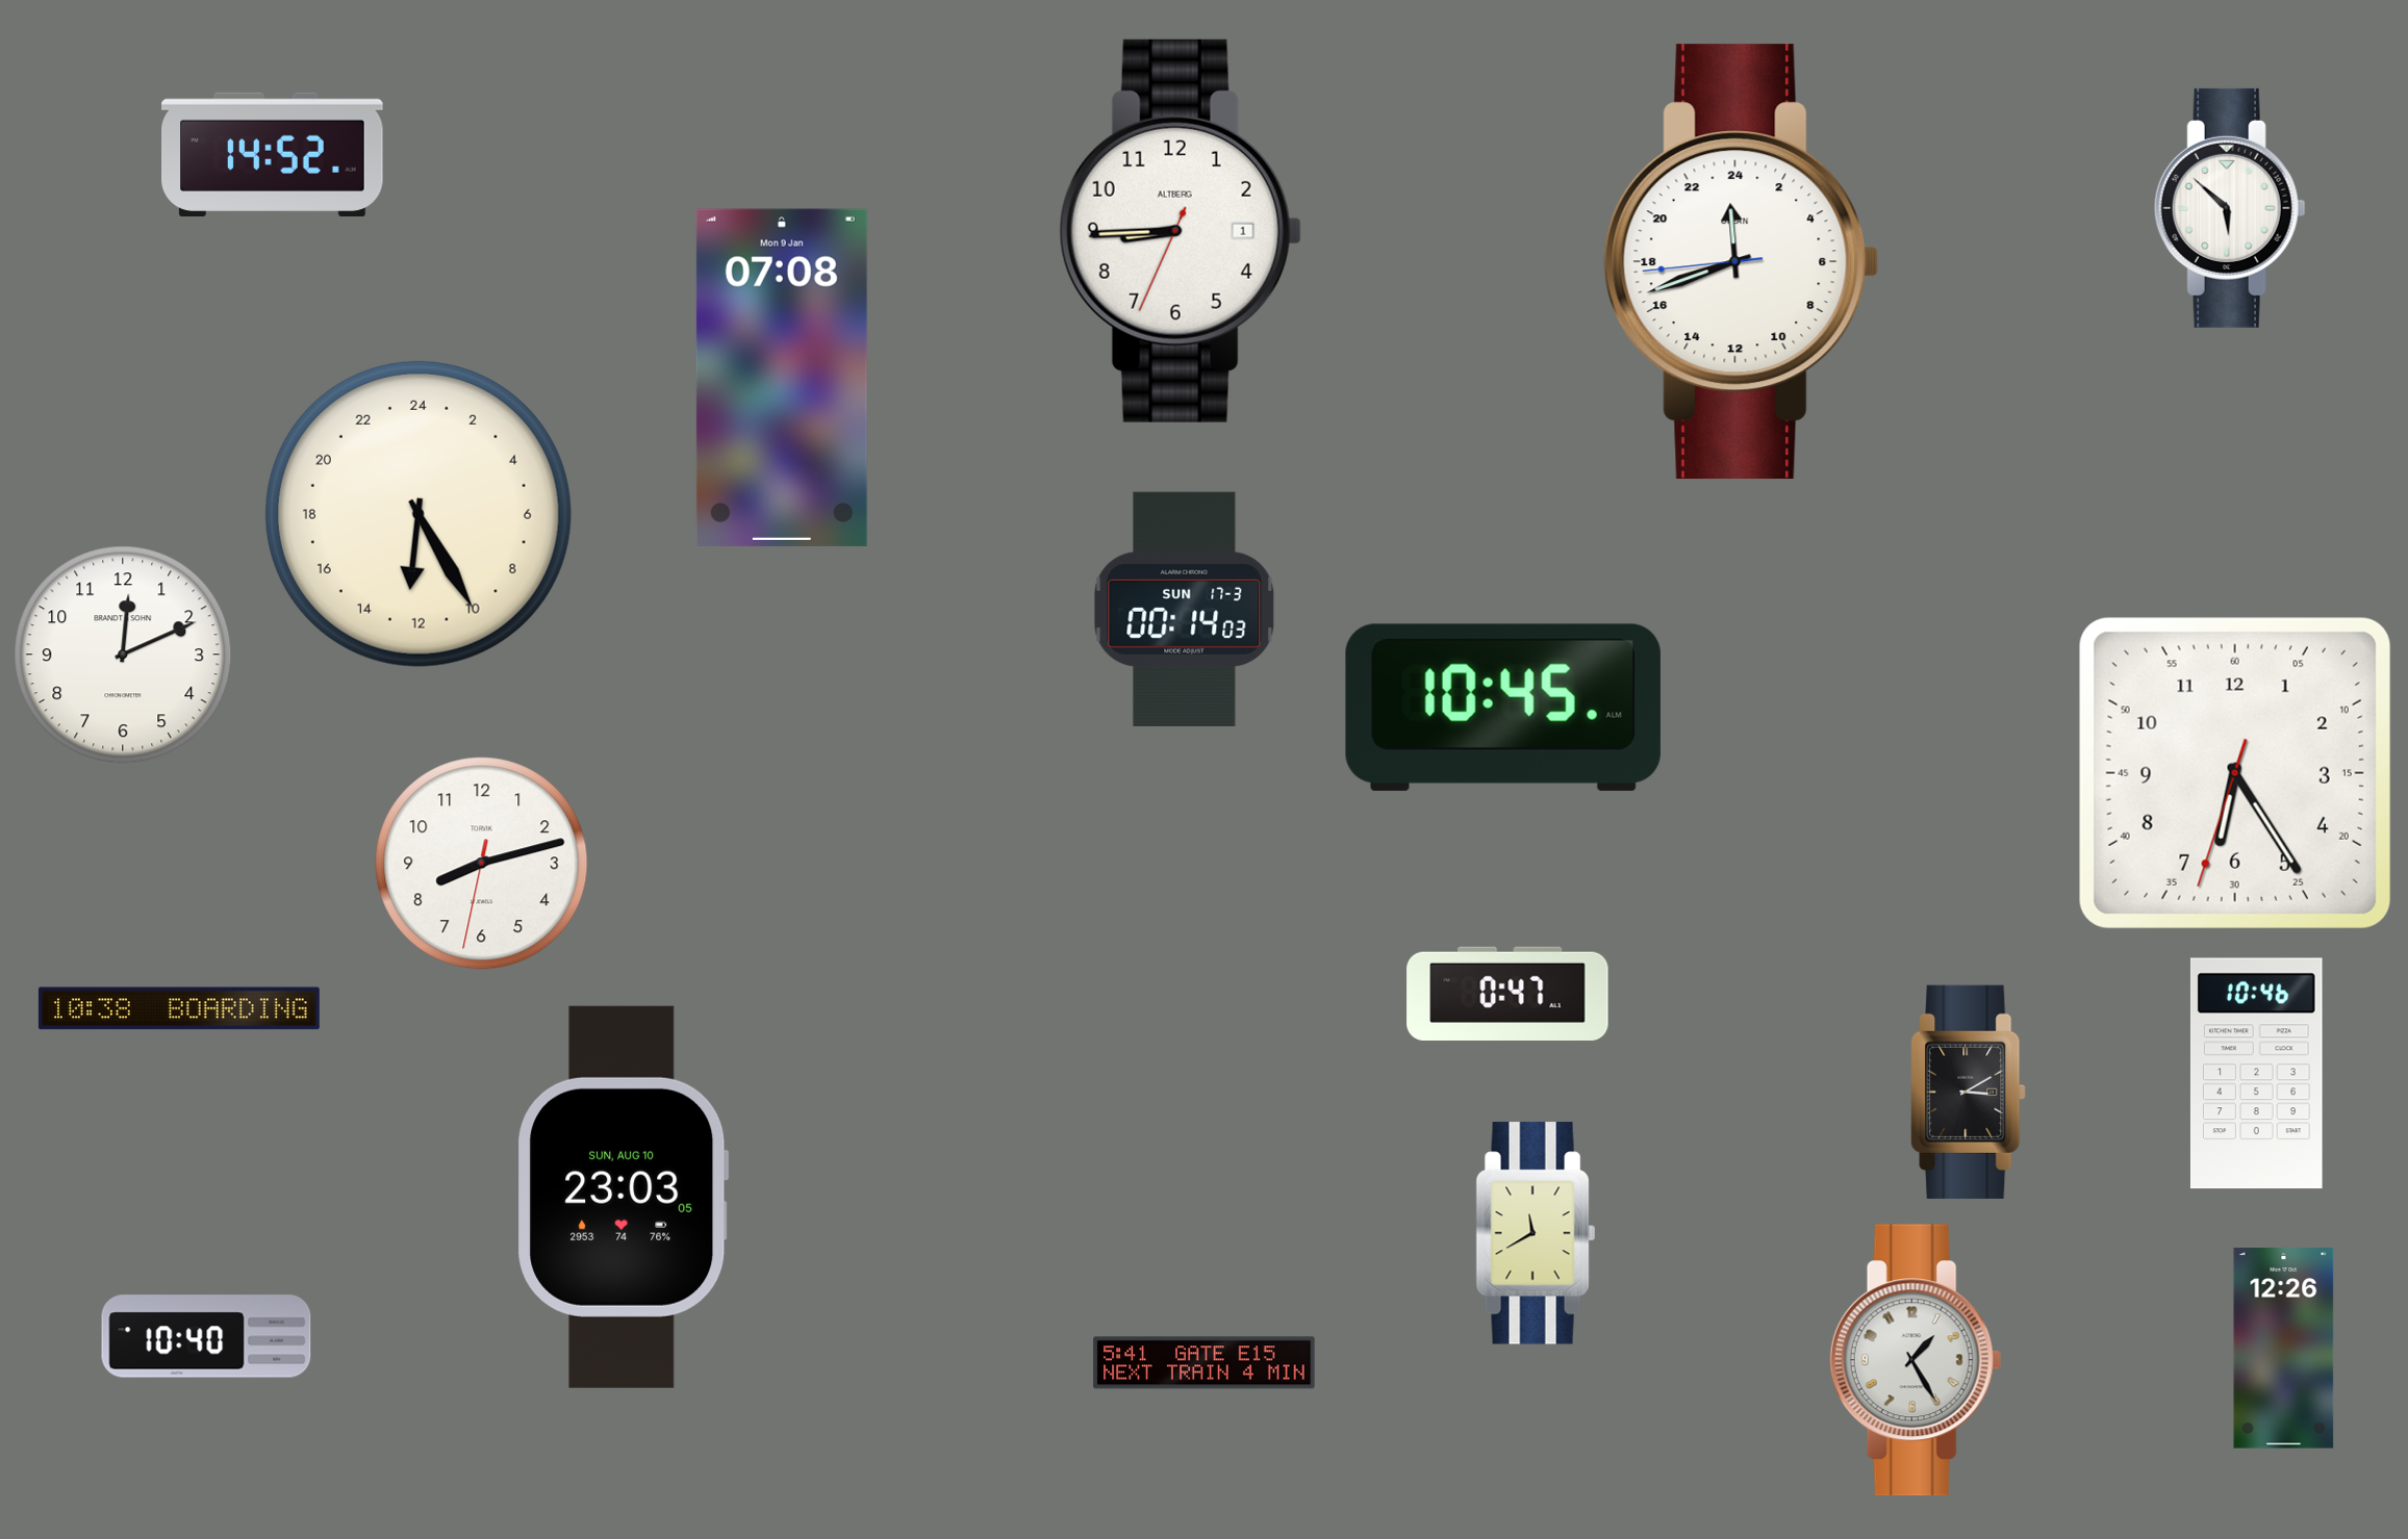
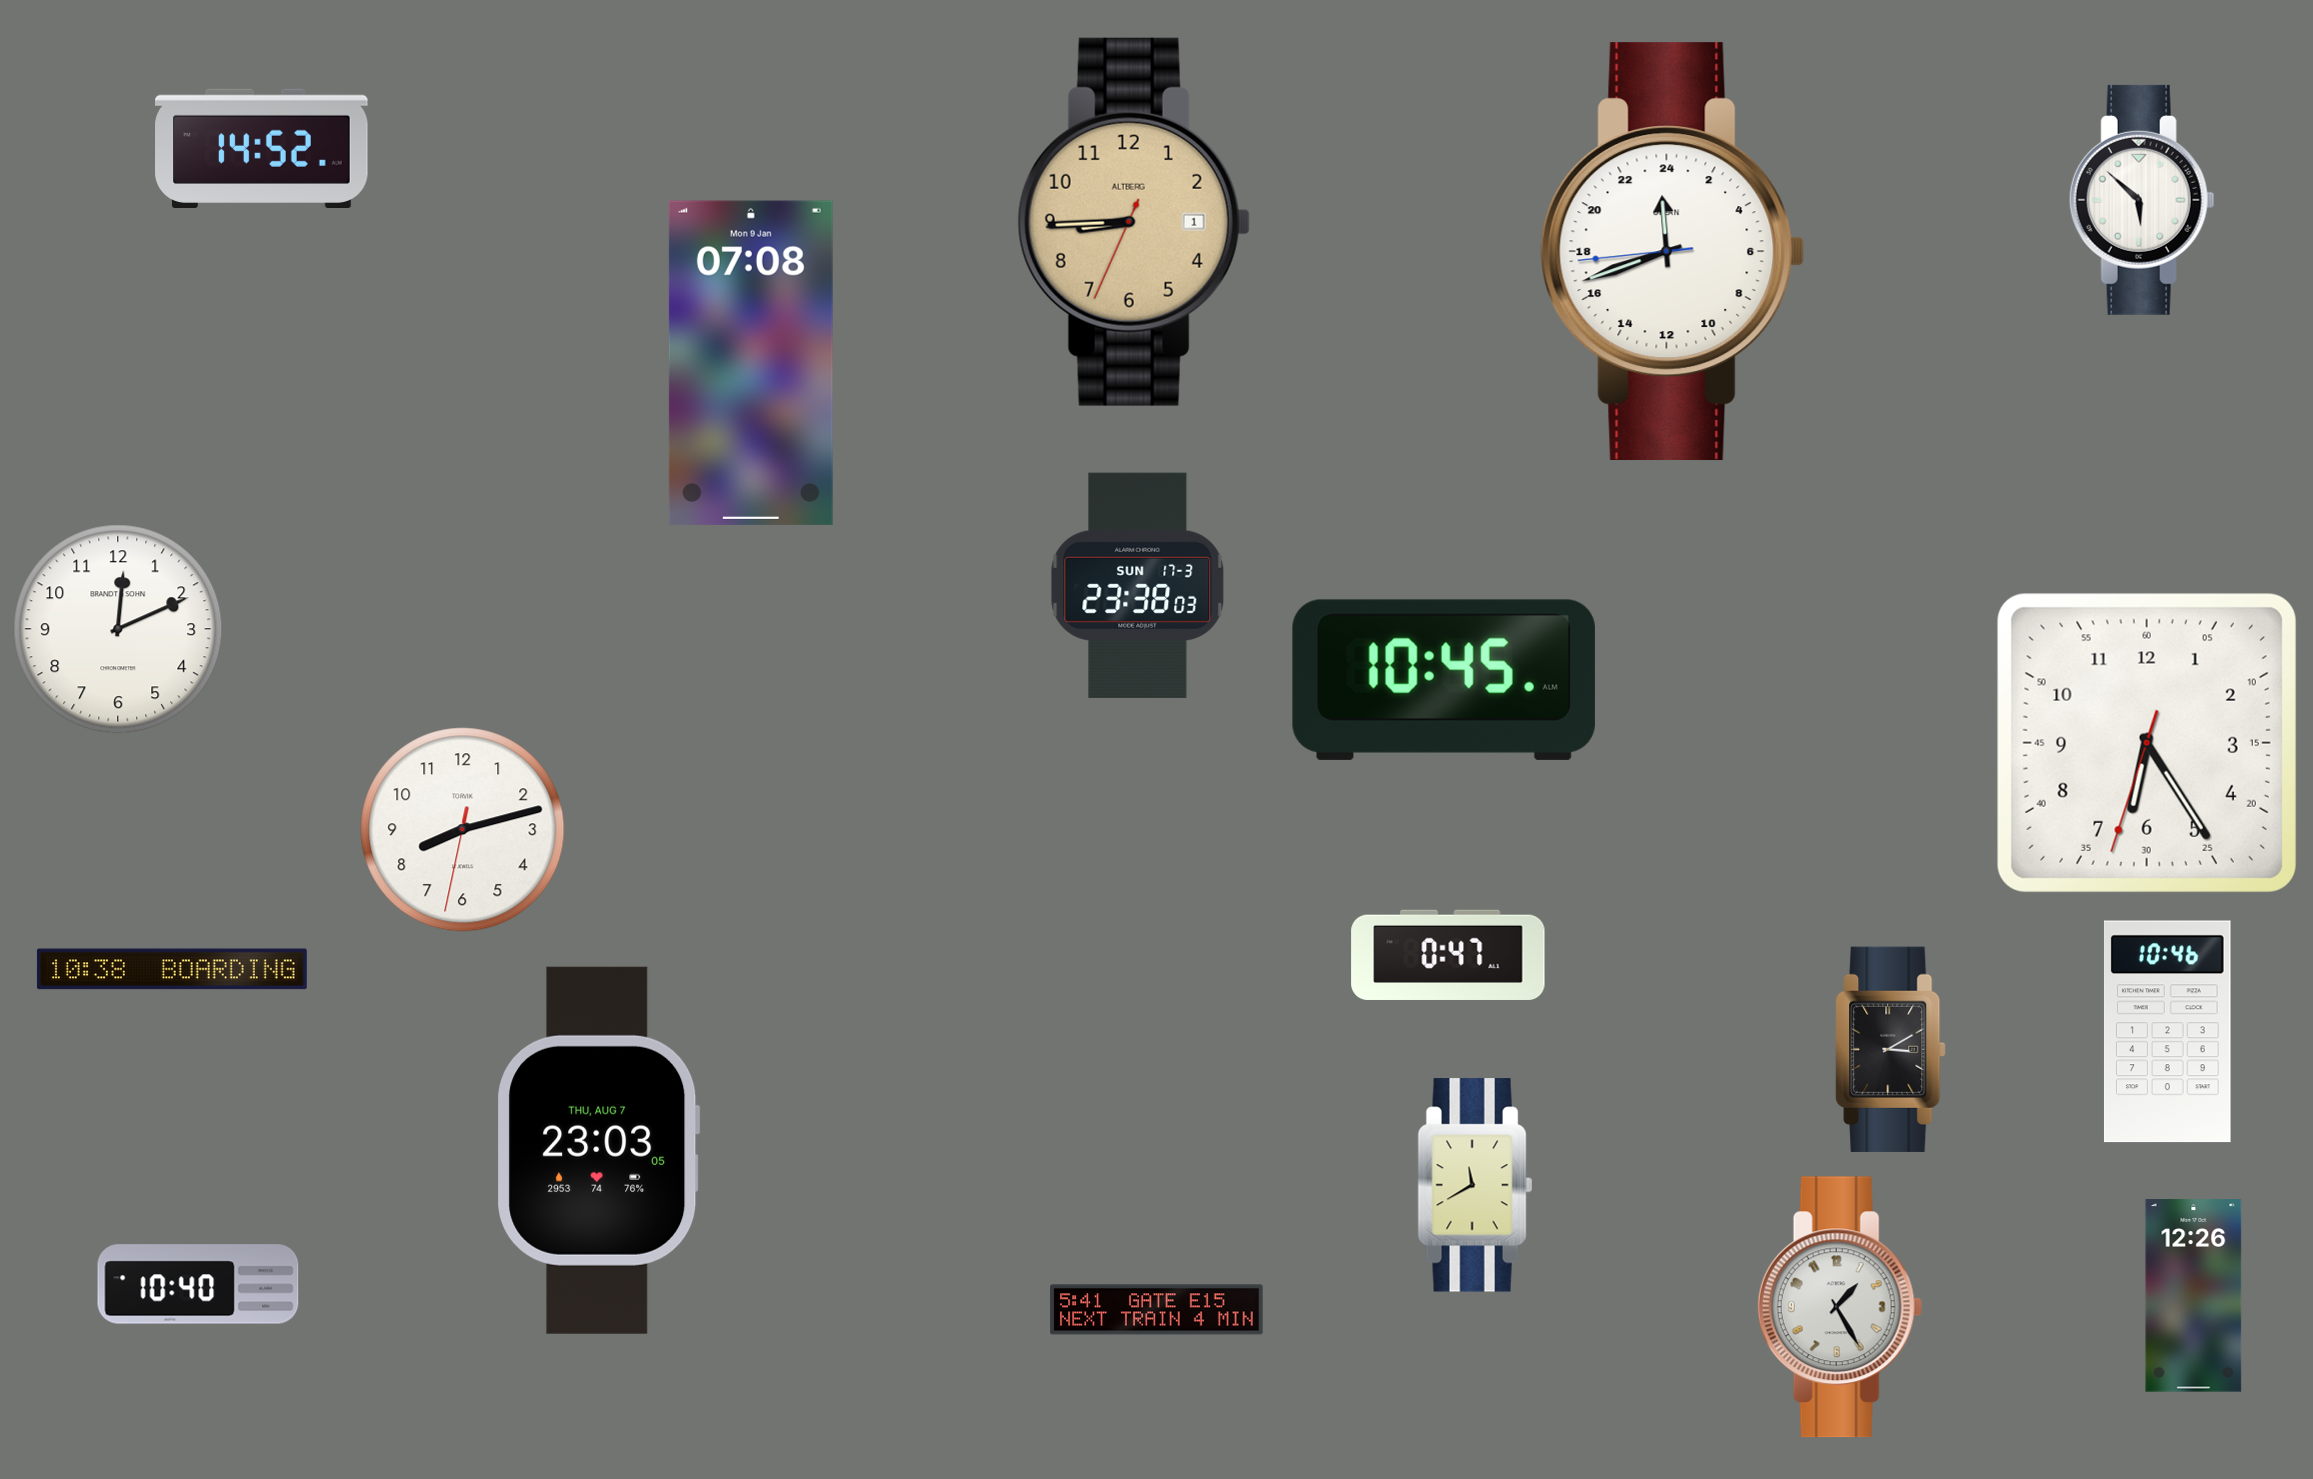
clock at (1181, 231) dial: white -> champagne
clock at (419, 514): 12:25 -> none
clock at (1185, 609): 00:14 -> 23:38
clock at (624, 1197) date: SUN, AUG 10 -> THU, AUG 7
